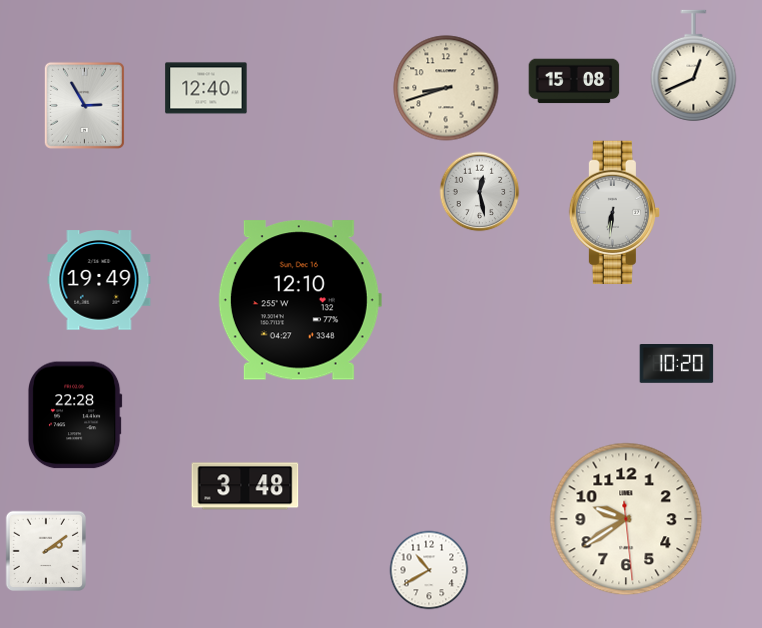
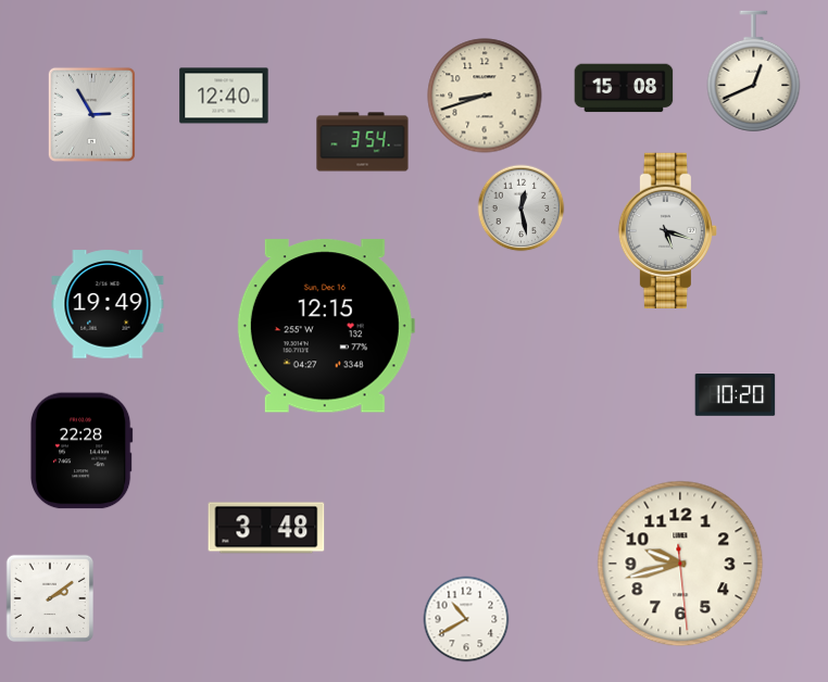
clock at (363, 142): none -> 3:54
clock at (614, 212): 6:31 -> 5:18
clock at (300, 300): 12:10 -> 12:15
clock at (626, 519): 9:39 -> 9:42
